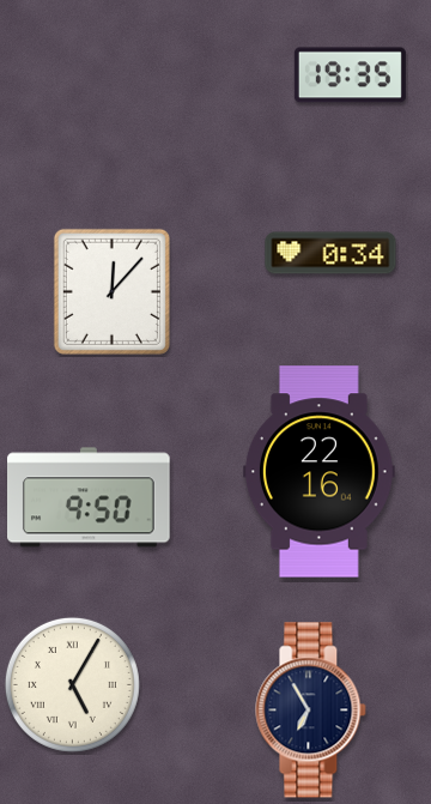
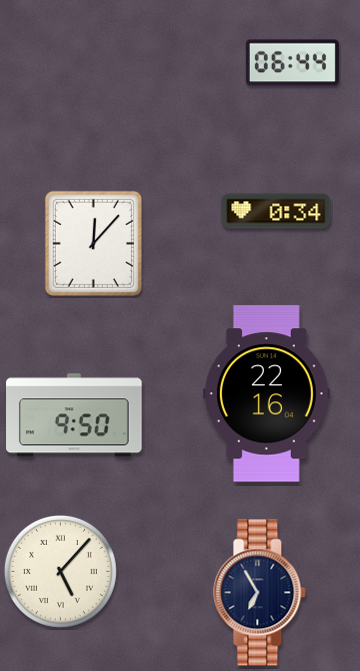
clock at (350, 75): 19:35 -> 06:44
clock at (72, 684): 5:05 -> 5:07
